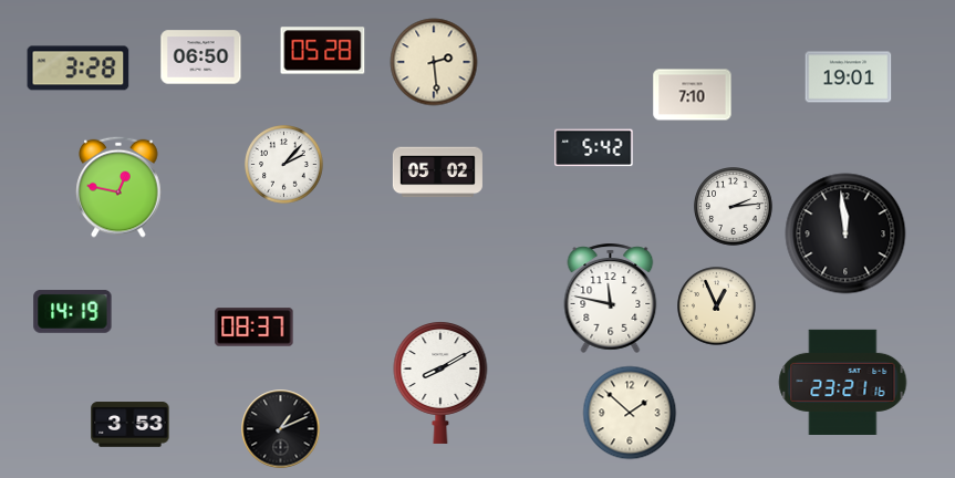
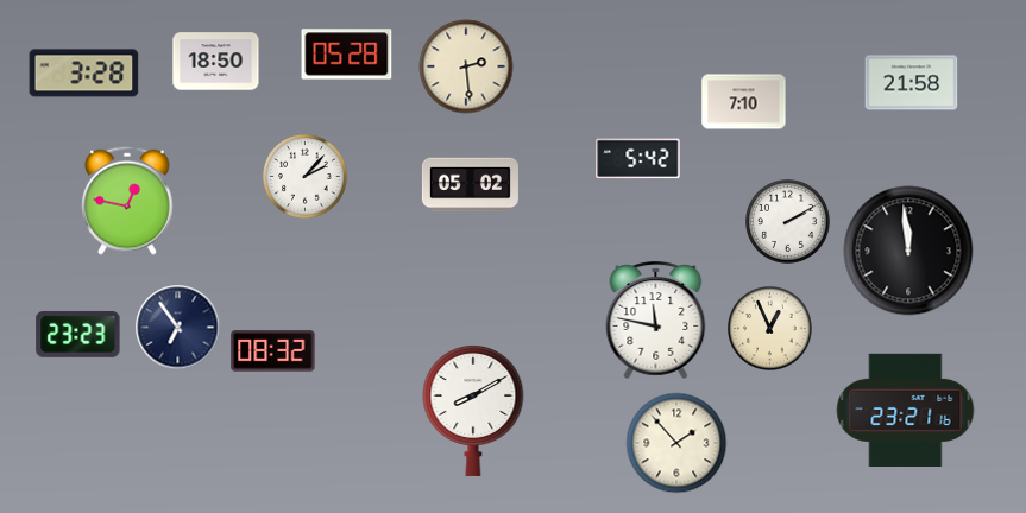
clock at (201, 58): 06:50 -> 18:50
clock at (849, 77): 19:01 -> 21:58
clock at (734, 207): 2:14 -> 2:10
clock at (178, 328): none -> 6:54
clock at (73, 311): 14:19 -> 23:23
clock at (255, 328): 08:37 -> 08:32
clock at (630, 413): 1:52 -> 1:53
clock at (131, 425): 3:53 -> none
clock at (281, 429): 1:11 -> none
